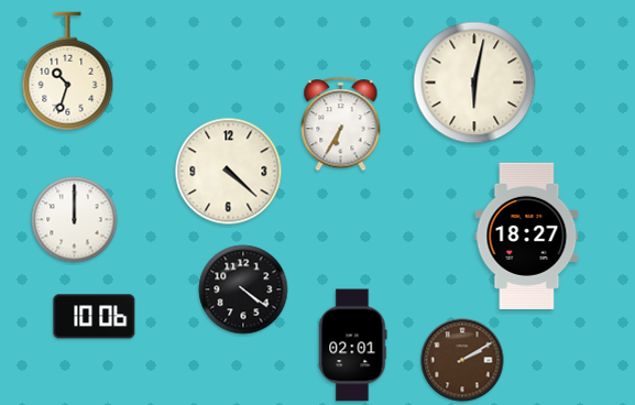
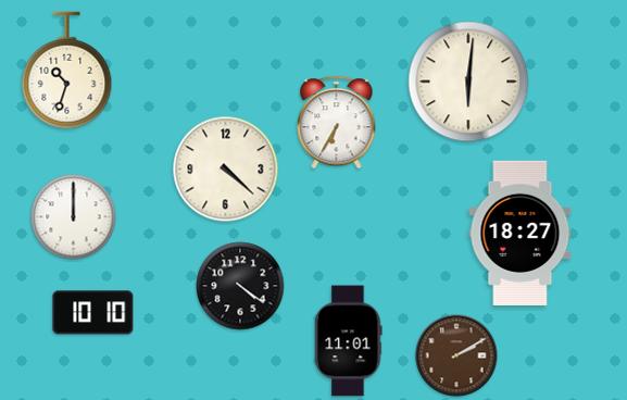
clock at (474, 83): 6:02 -> 6:01
clock at (95, 317): 10:06 -> 10:10
clock at (353, 346): 02:01 -> 11:01
